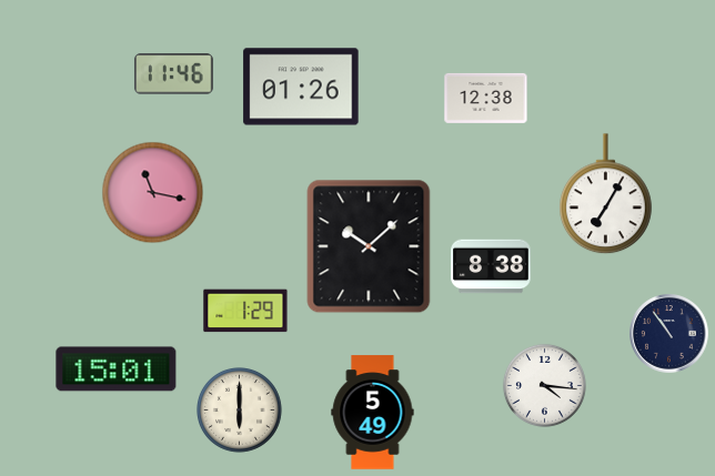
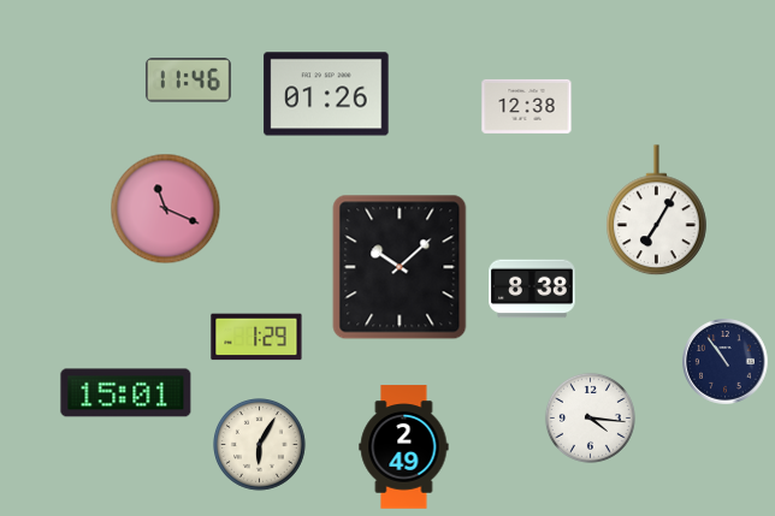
clock at (153, 193): 11:17 -> 11:19
clock at (245, 311) position: (245, 311) -> (256, 337)
clock at (117, 369) position: (117, 369) -> (126, 393)
clock at (240, 411): 6:00 -> 6:05
clock at (373, 413): 5:49 -> 2:49
